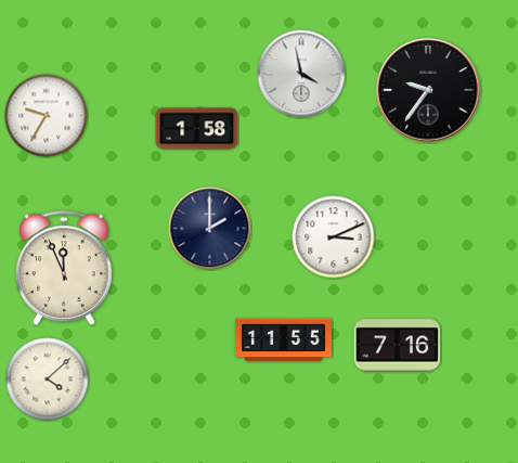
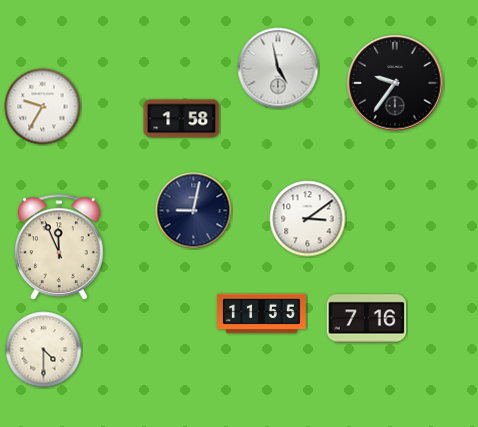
clock at (301, 74): 3:58 -> 4:58
clock at (210, 229): 2:00 -> 9:02
clock at (334, 237): 3:11 -> 3:09
clock at (48, 380): 4:08 -> 4:30
